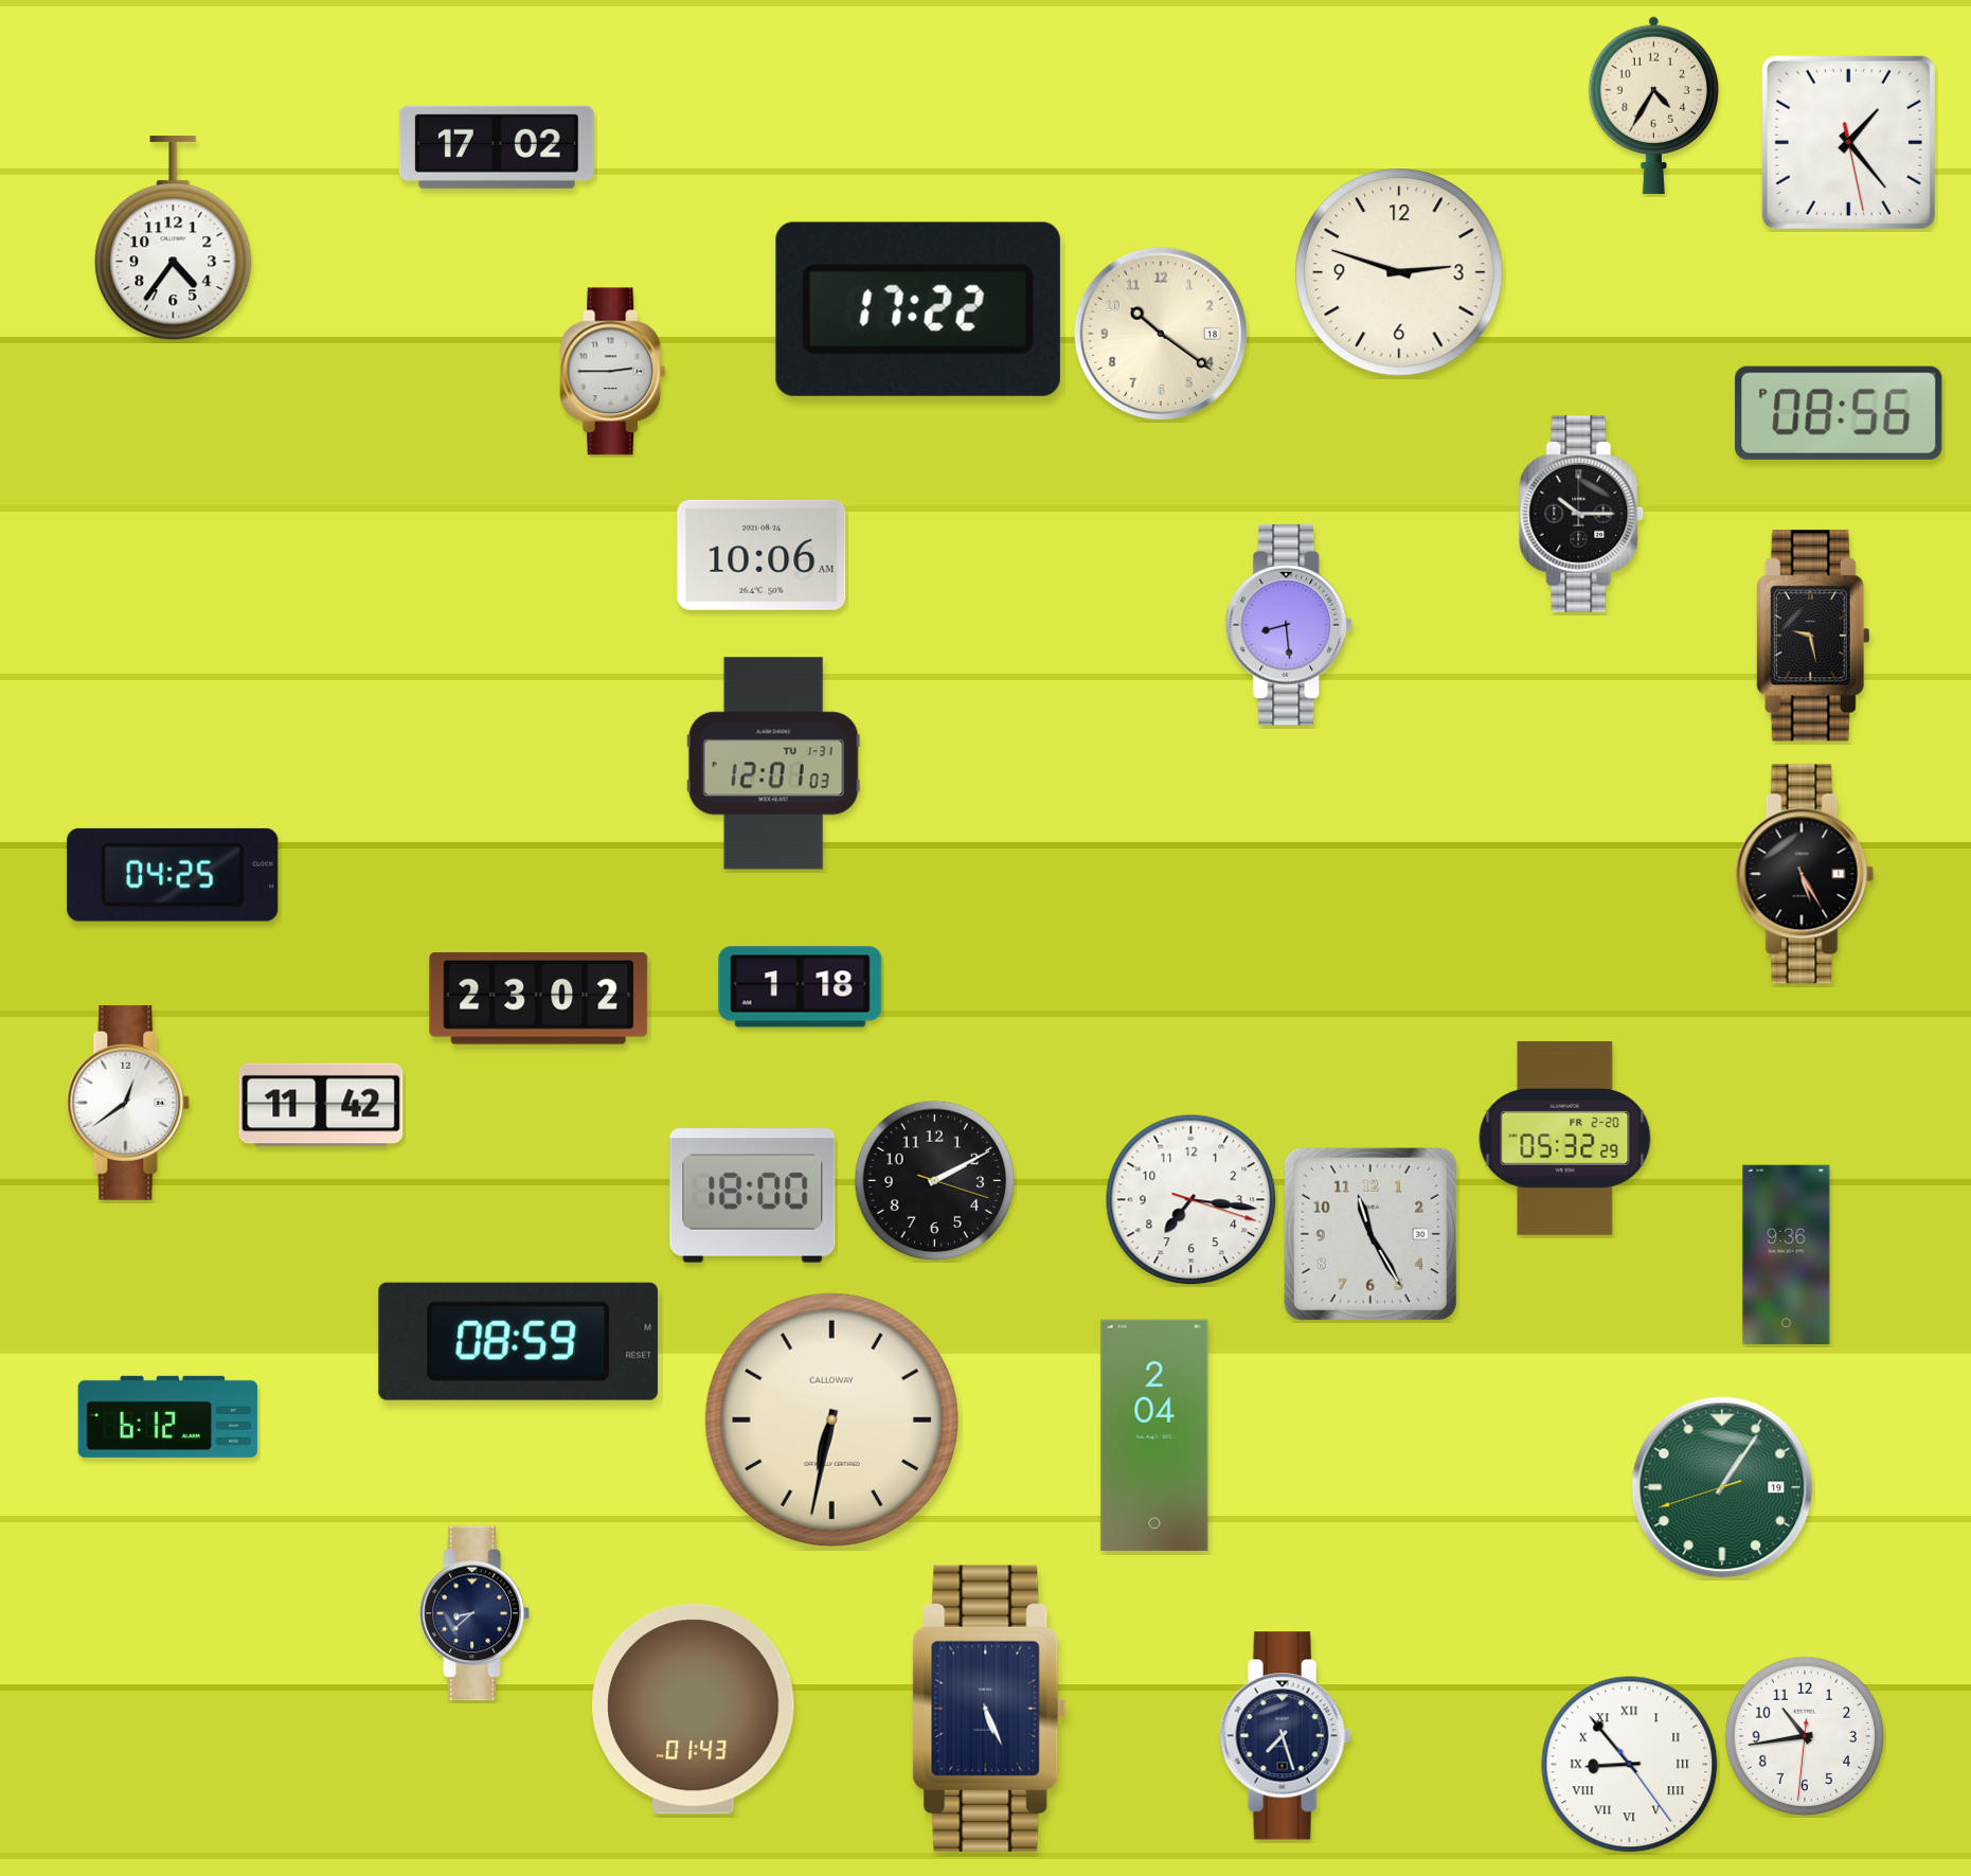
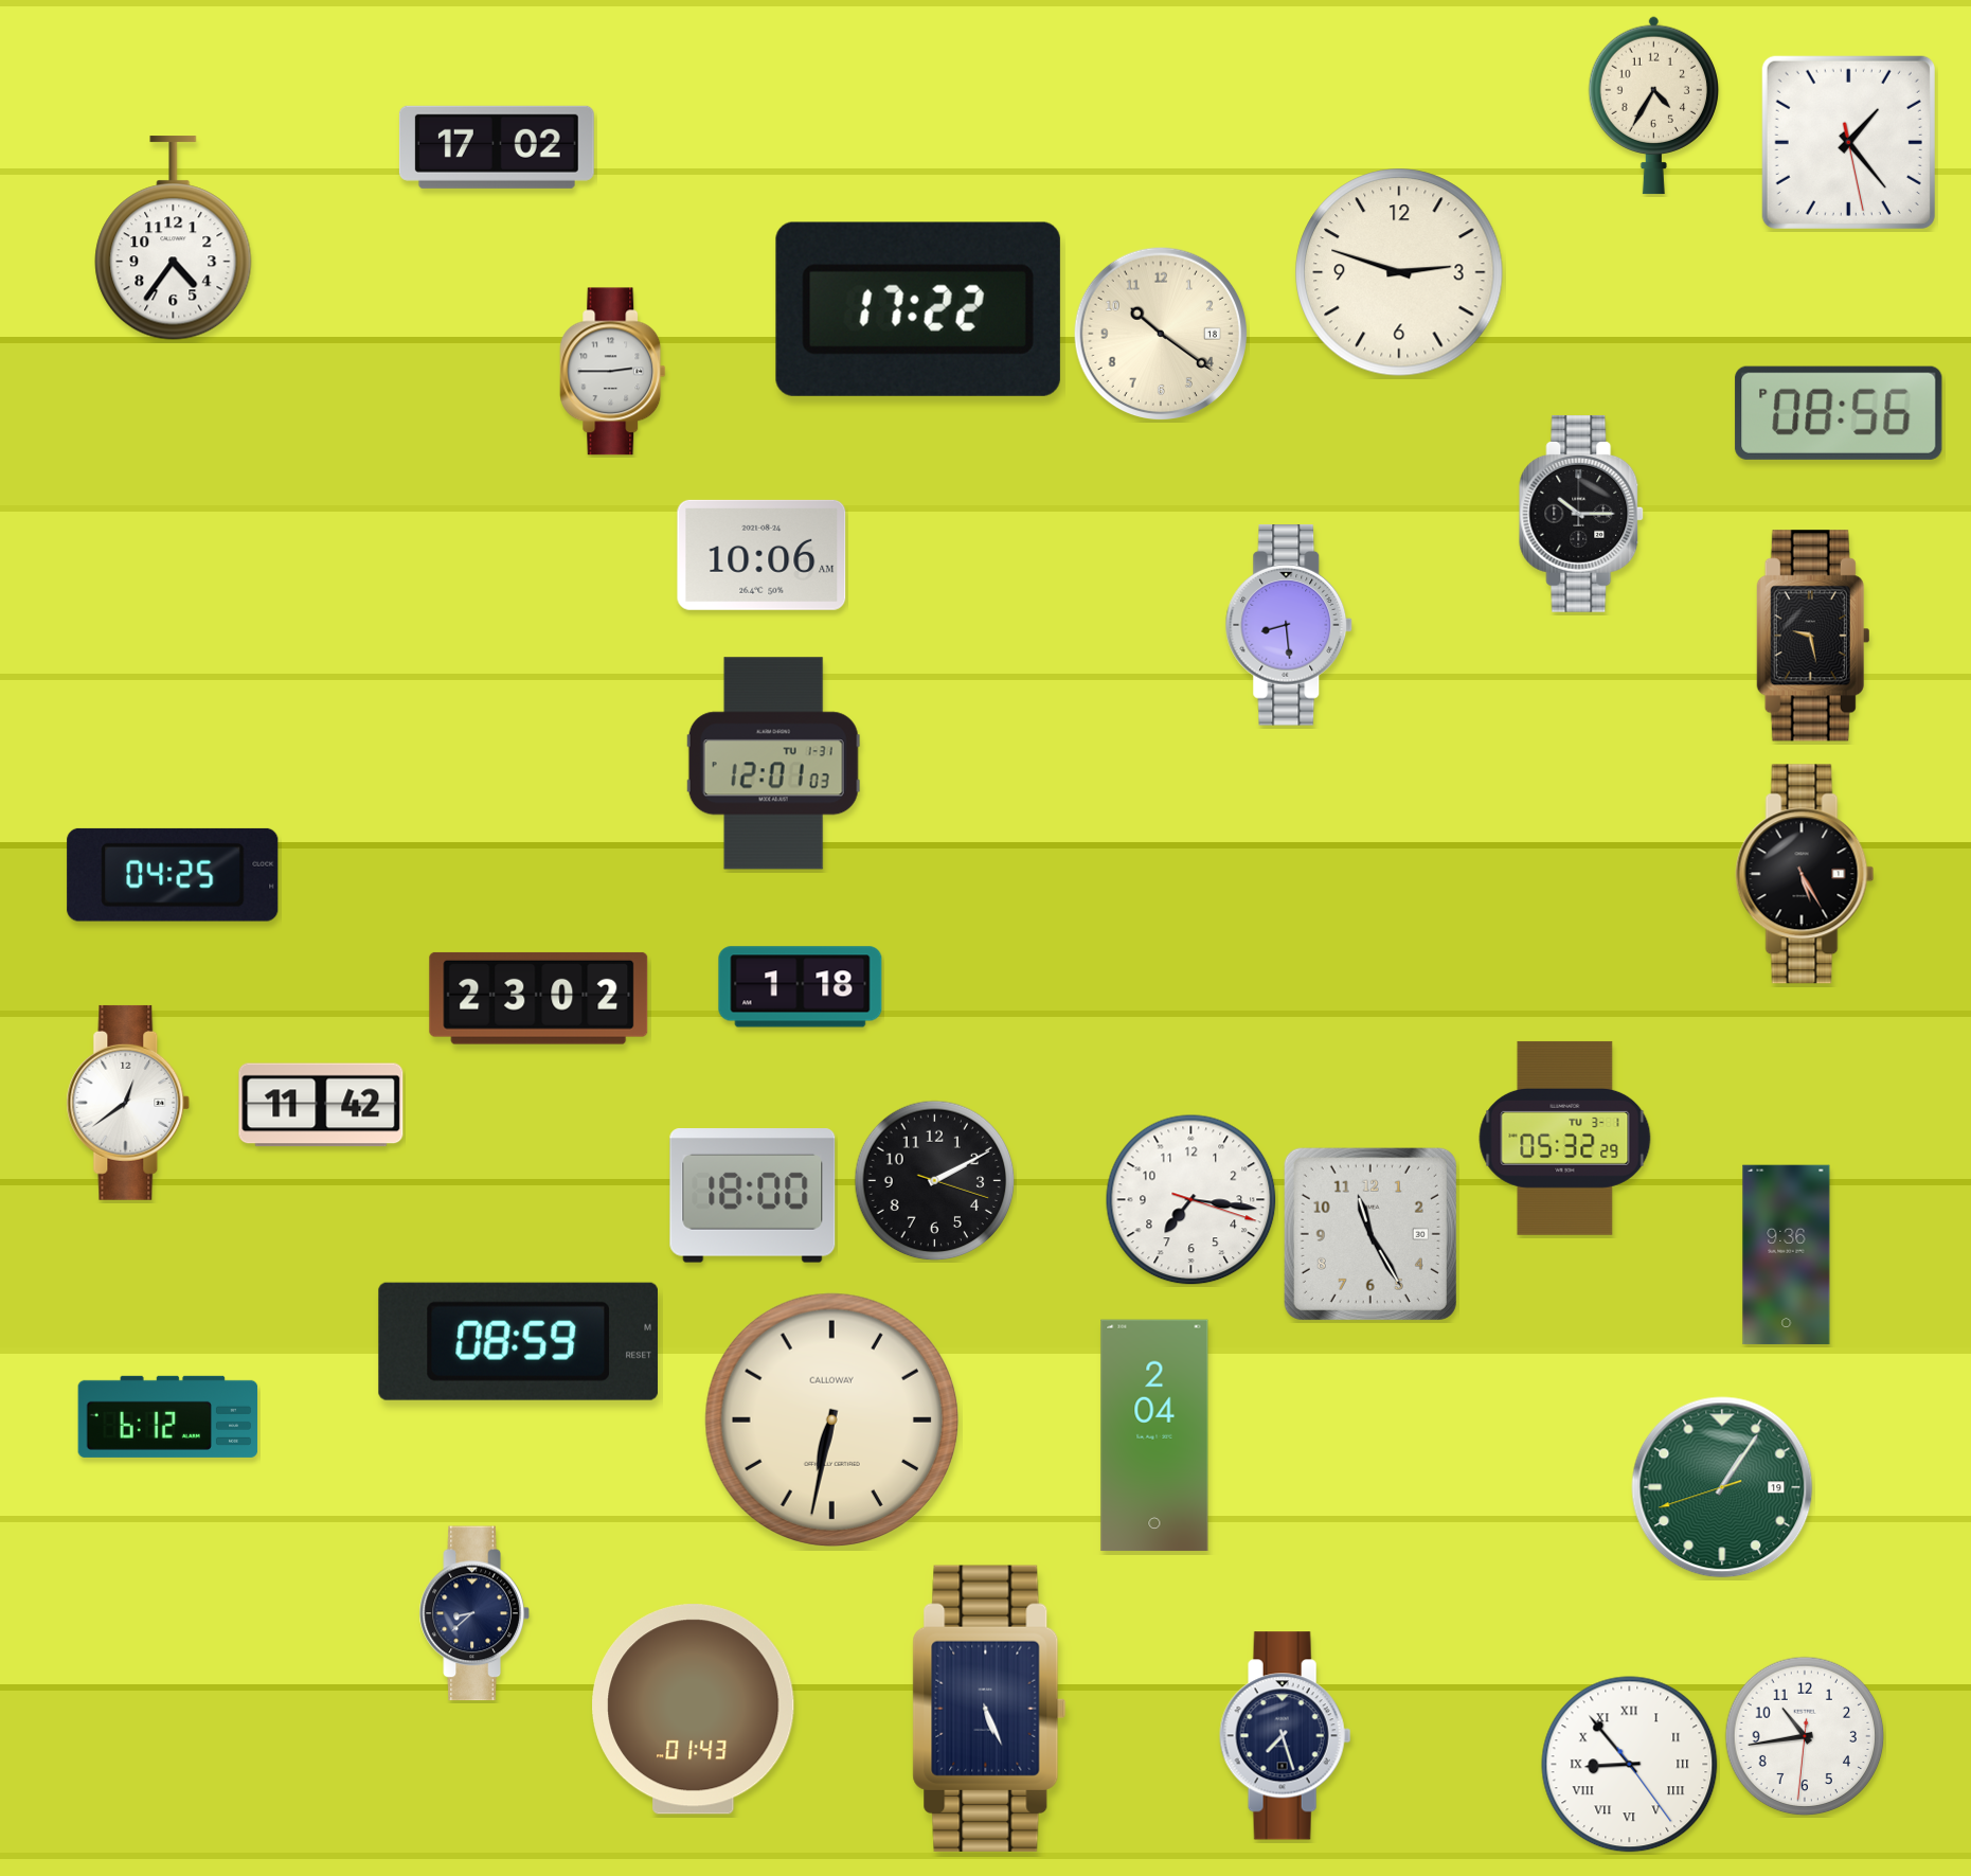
clock at (1565, 1138) date: FR 2-20 -> TU 3-1
